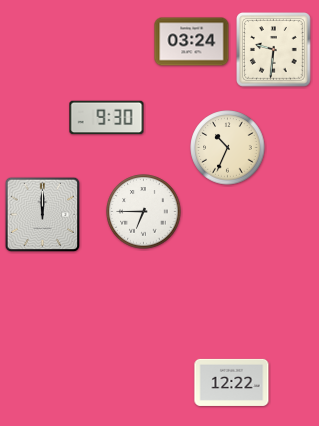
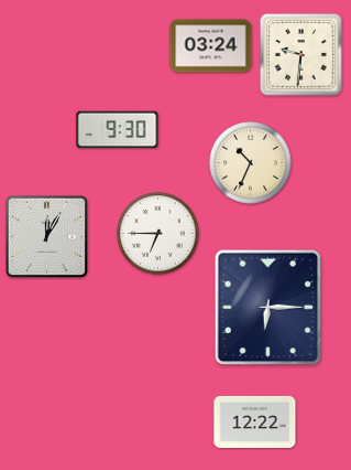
clock at (43, 215): 12:00 -> 12:05
clock at (268, 308): none -> 6:15
